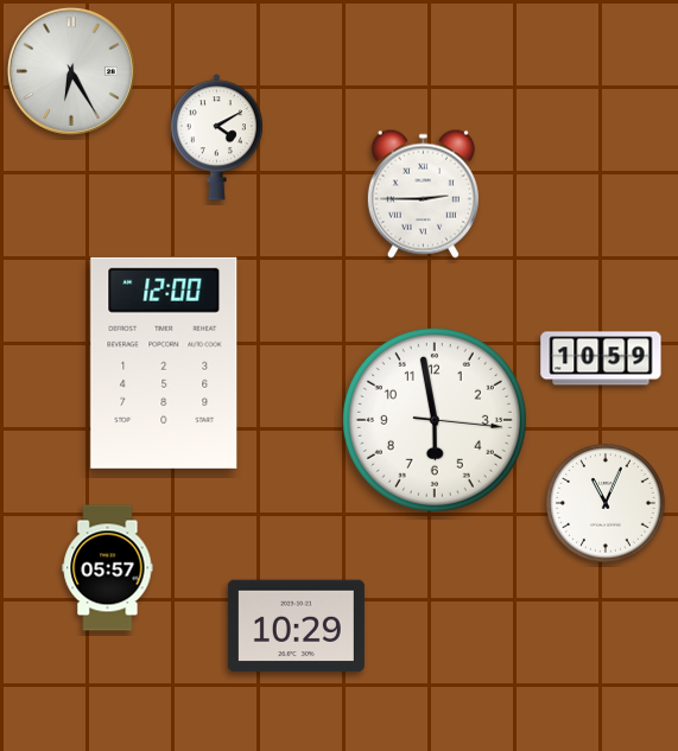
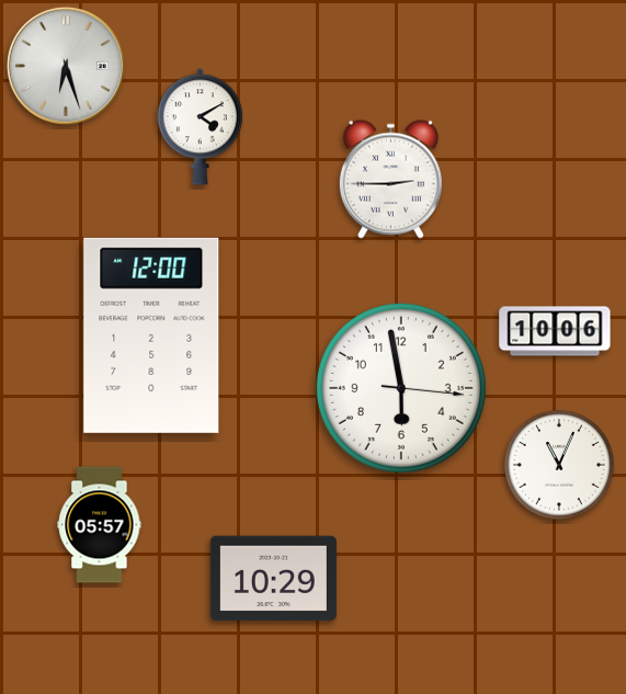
clock at (71, 71): 6:25 -> 6:27
clock at (601, 358): 10:59 -> 10:06
